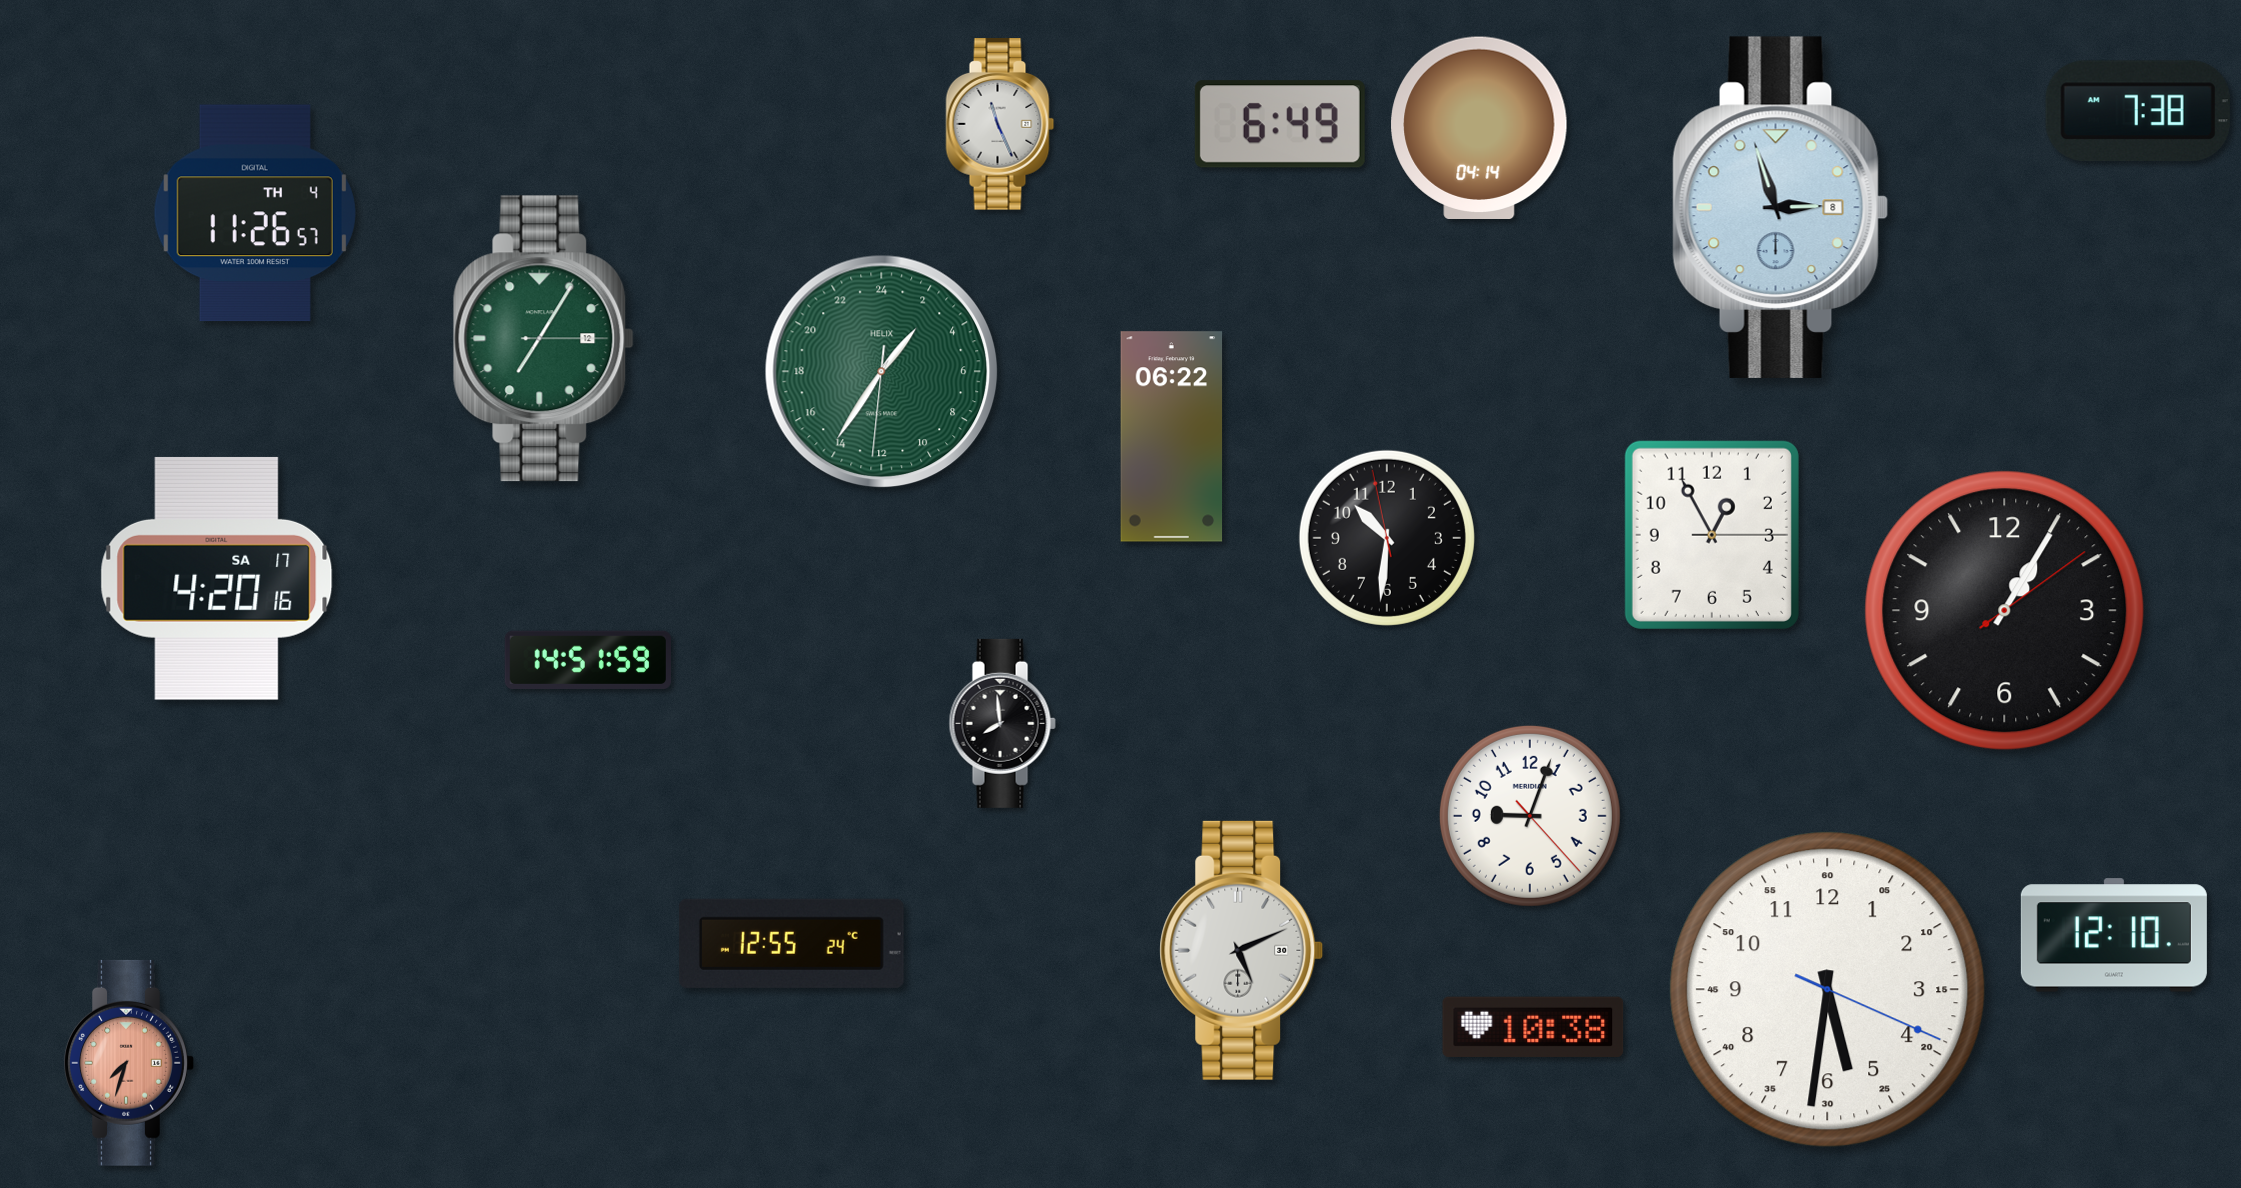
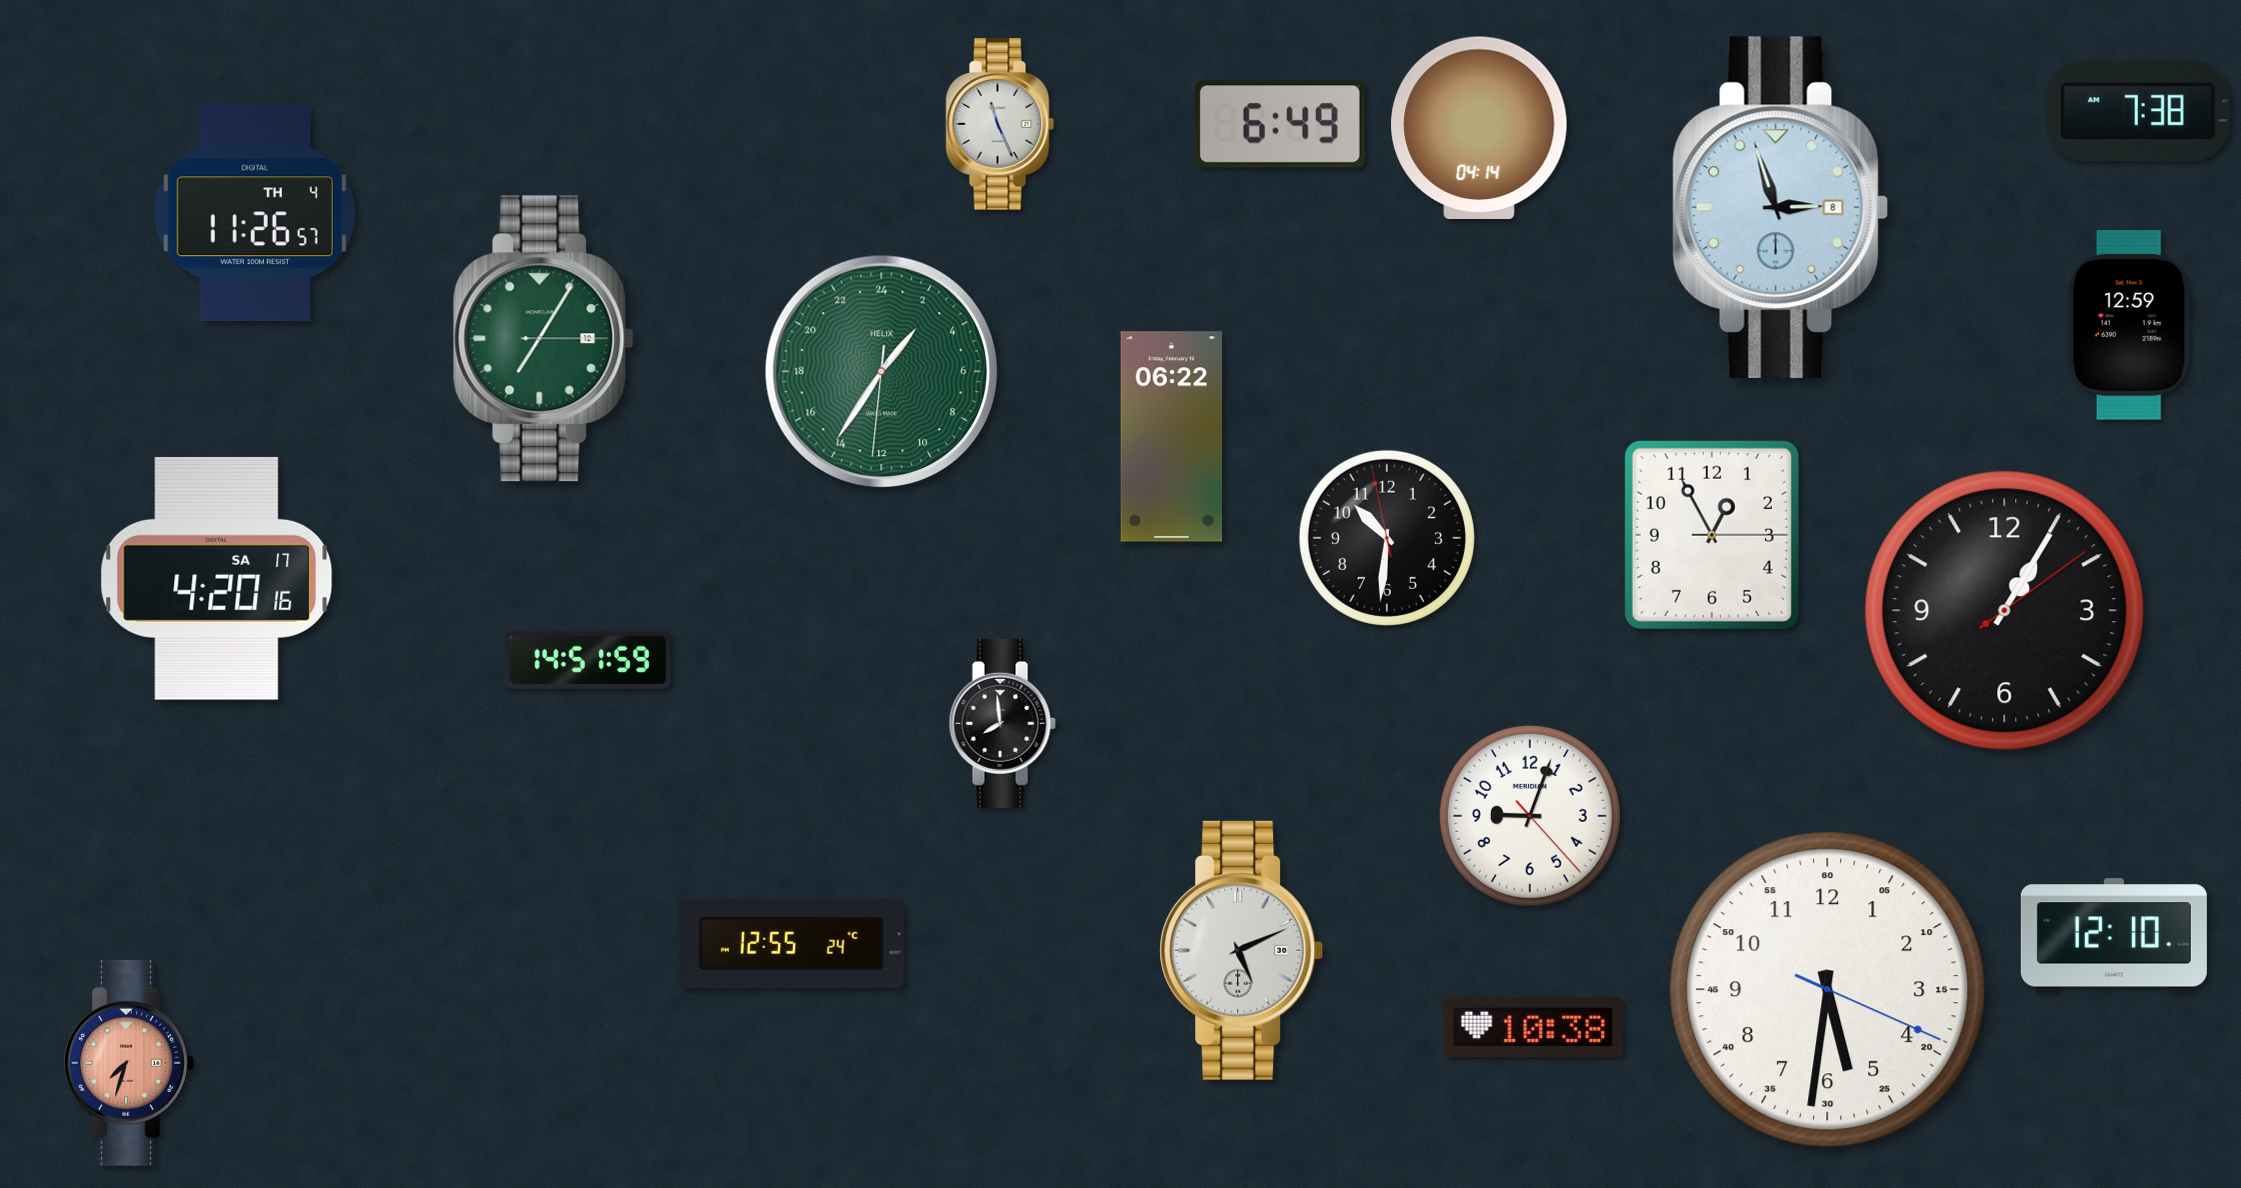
clock at (2130, 325): none -> 12:59
